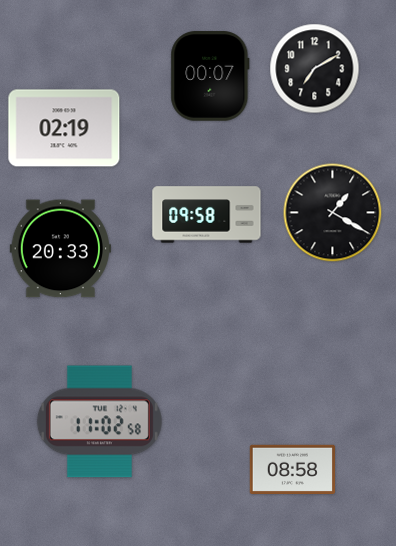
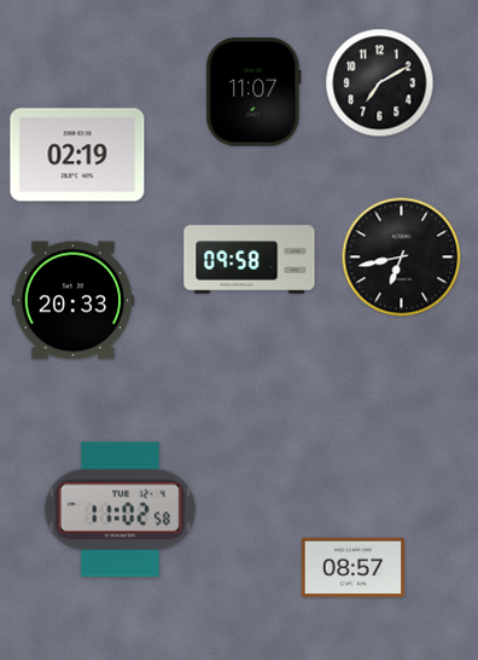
clock at (210, 76): 00:07 -> 11:07
clock at (333, 213): 1:20 -> 6:43
clock at (293, 469): 08:58 -> 08:57
